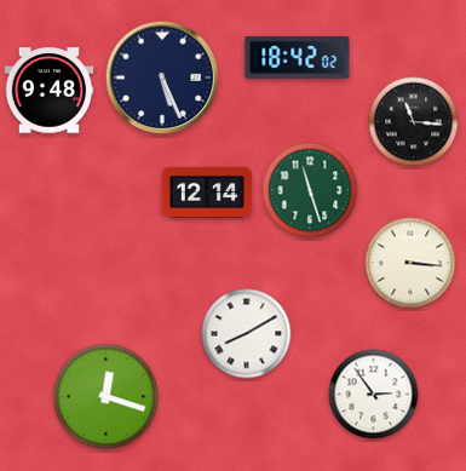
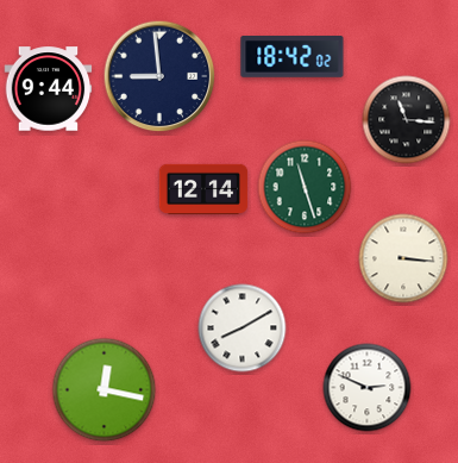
clock at (162, 77): 5:26 -> 8:59
clock at (50, 91): 9:48 -> 9:44
clock at (374, 395): 2:54 -> 2:49
clock at (107, 397): 12:18 -> 12:17
